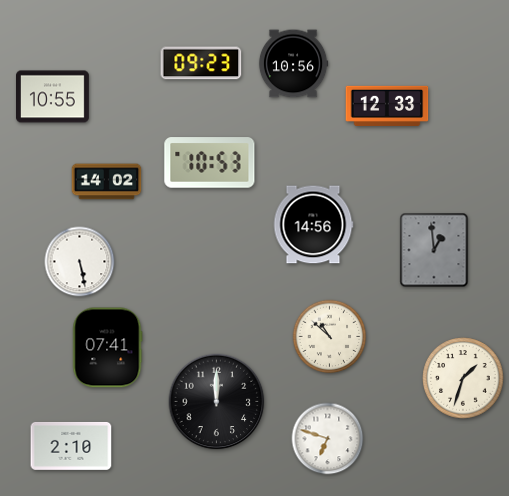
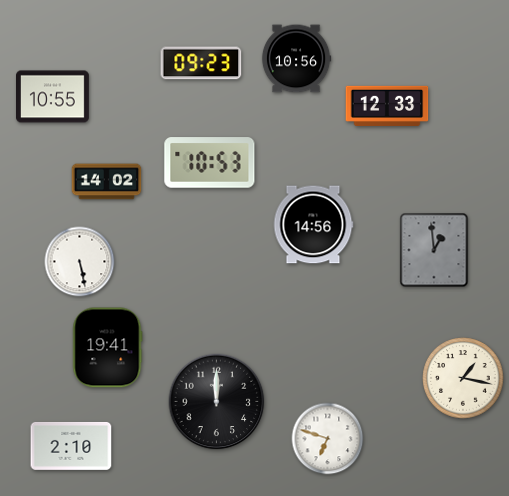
clock at (293, 64) position: (293, 64) -> (296, 59)
clock at (330, 337): 10:52 -> none
clock at (108, 348): 07:41 -> 19:41
clock at (463, 378): 1:33 -> 1:17
